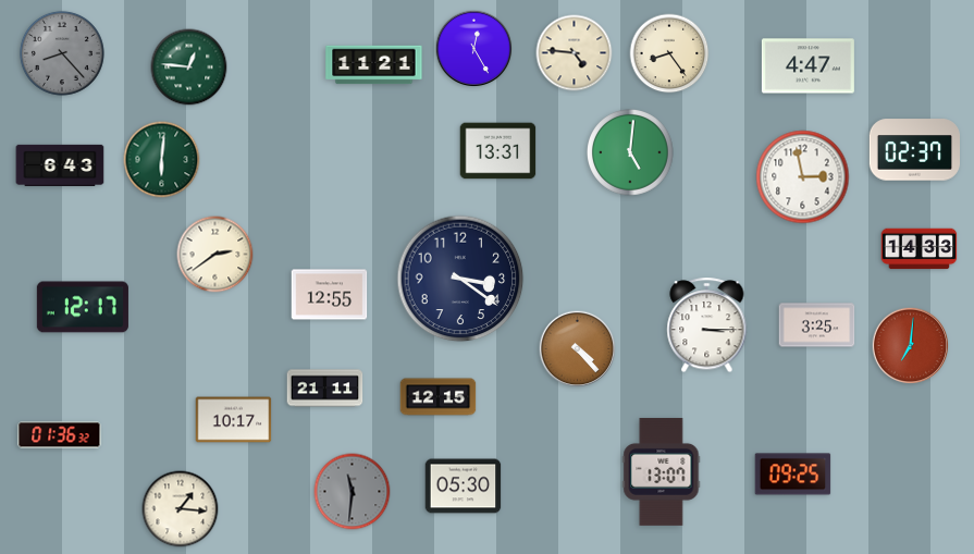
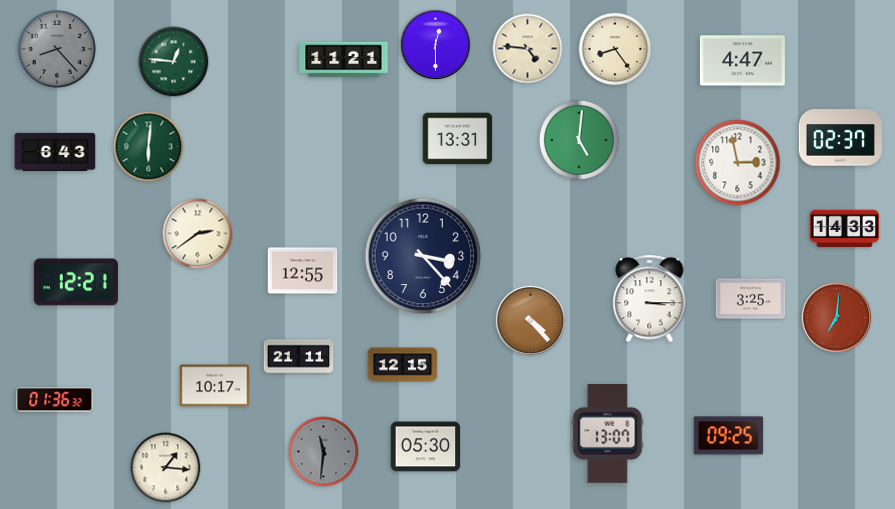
clock at (474, 49): 12:25 -> 12:30
clock at (460, 279): 3:21 -> 3:23
clock at (83, 307): 12:17 -> 12:21
